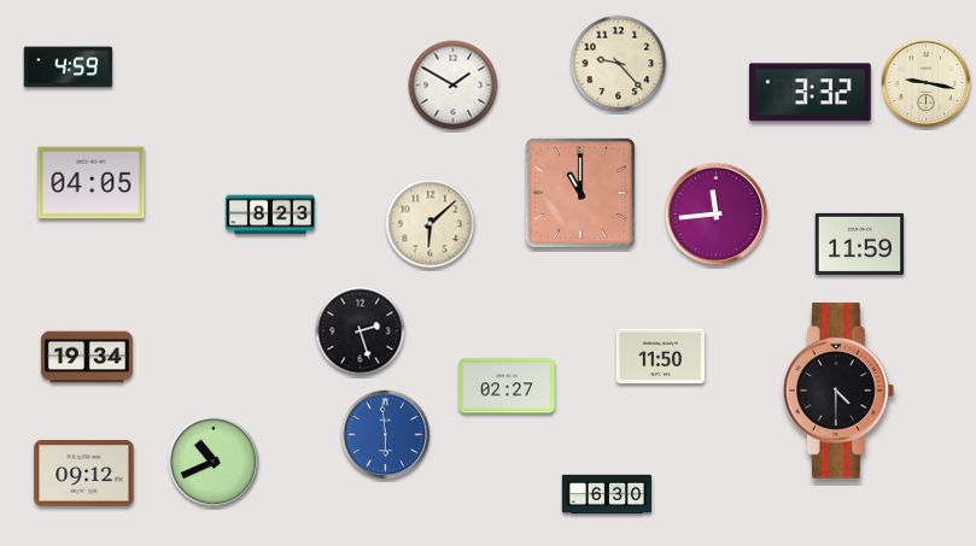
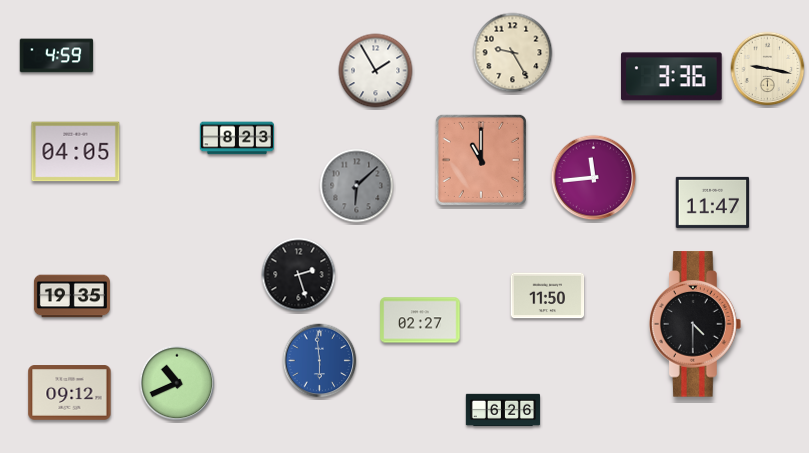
clock at (619, 64): 9:23 -> 9:25
clock at (454, 86): 1:50 -> 1:55
clock at (810, 93): 3:32 -> 3:36
clock at (269, 215) position: (269, 215) -> (236, 138)
clock at (431, 224) dial: cream -> grey
clock at (860, 243): 11:59 -> 11:47
clock at (87, 357): 19:34 -> 19:35
clock at (607, 494): 6:30 -> 6:26
